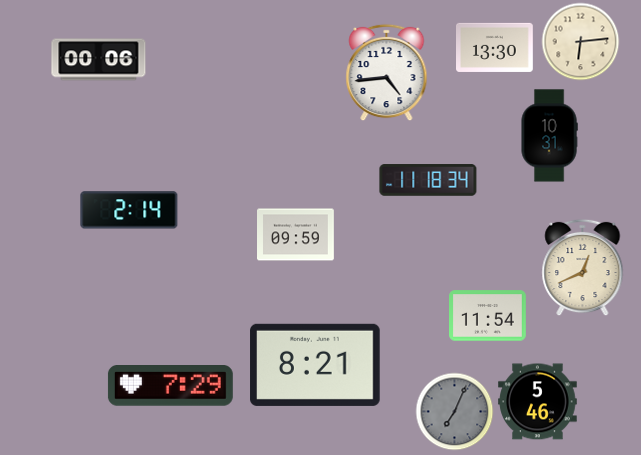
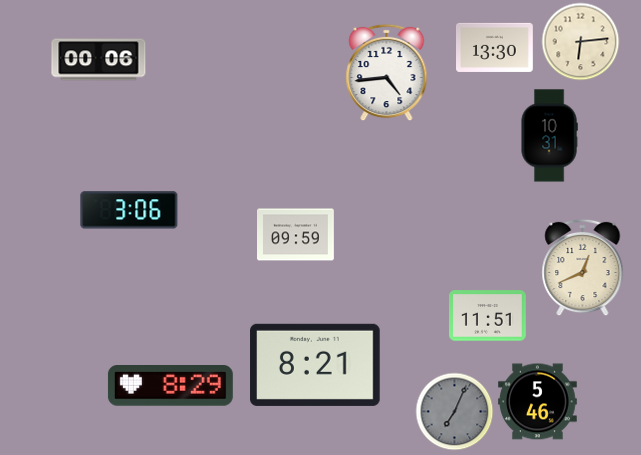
clock at (428, 180): 11:18 -> none
clock at (129, 210): 2:14 -> 3:06
clock at (488, 316): 11:54 -> 11:51
clock at (170, 386): 7:29 -> 8:29
